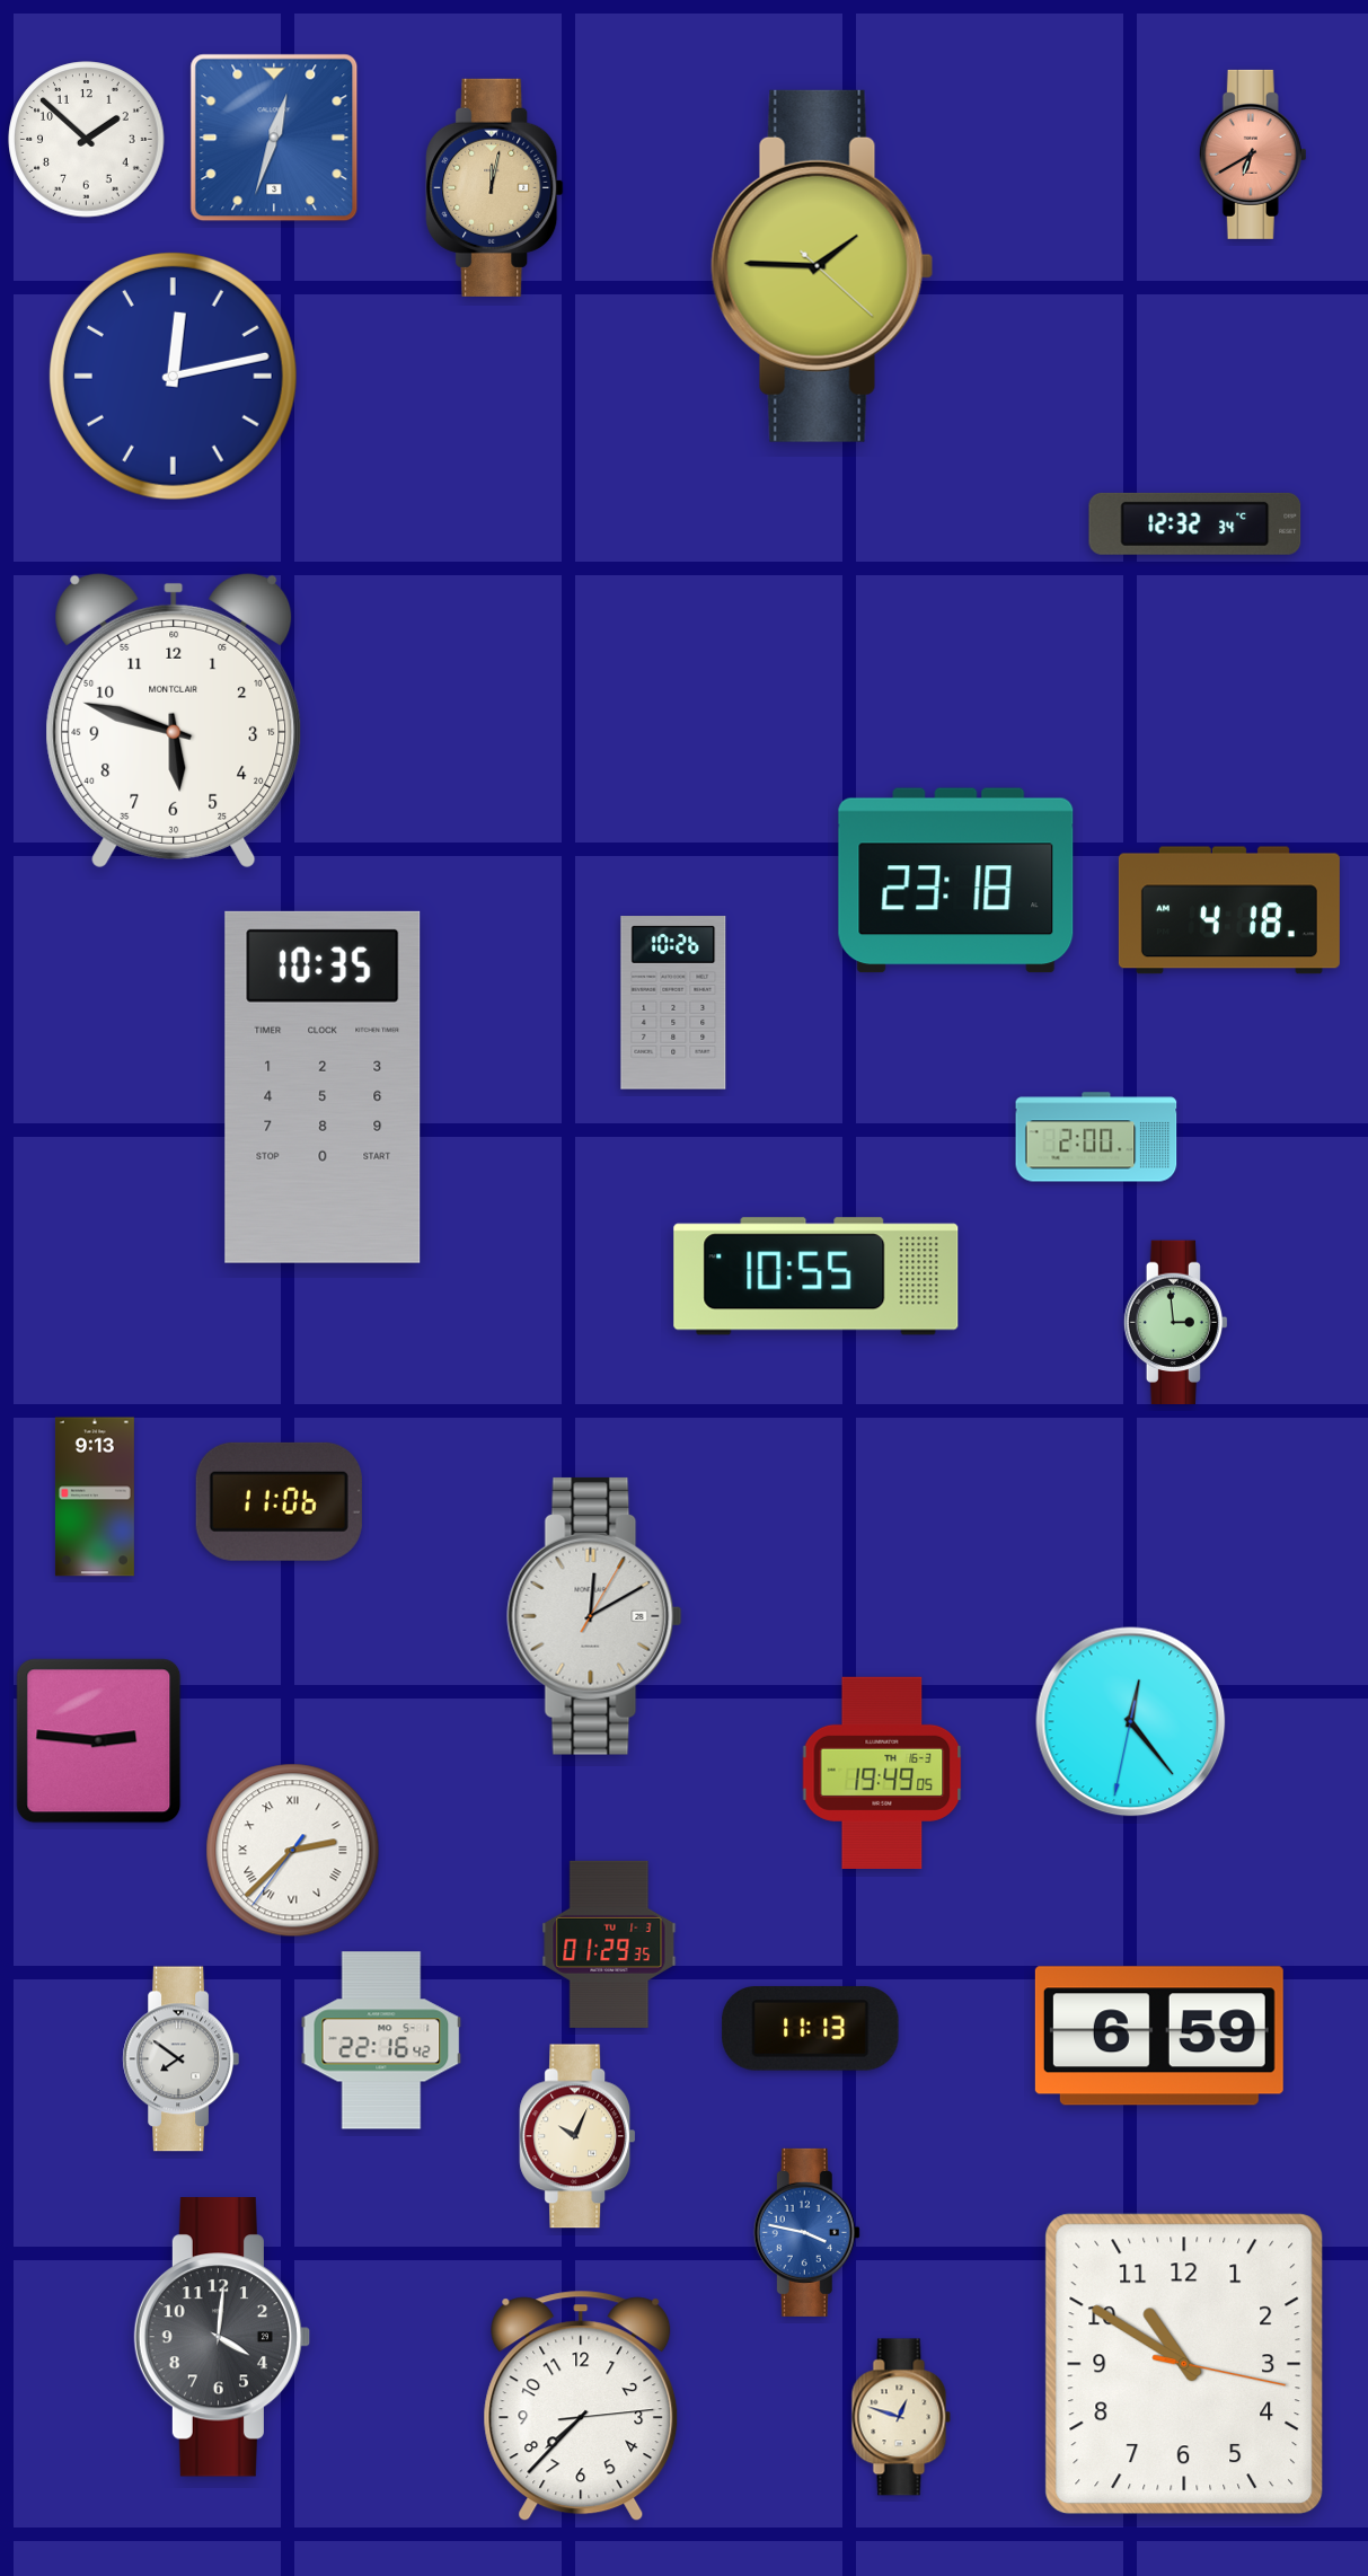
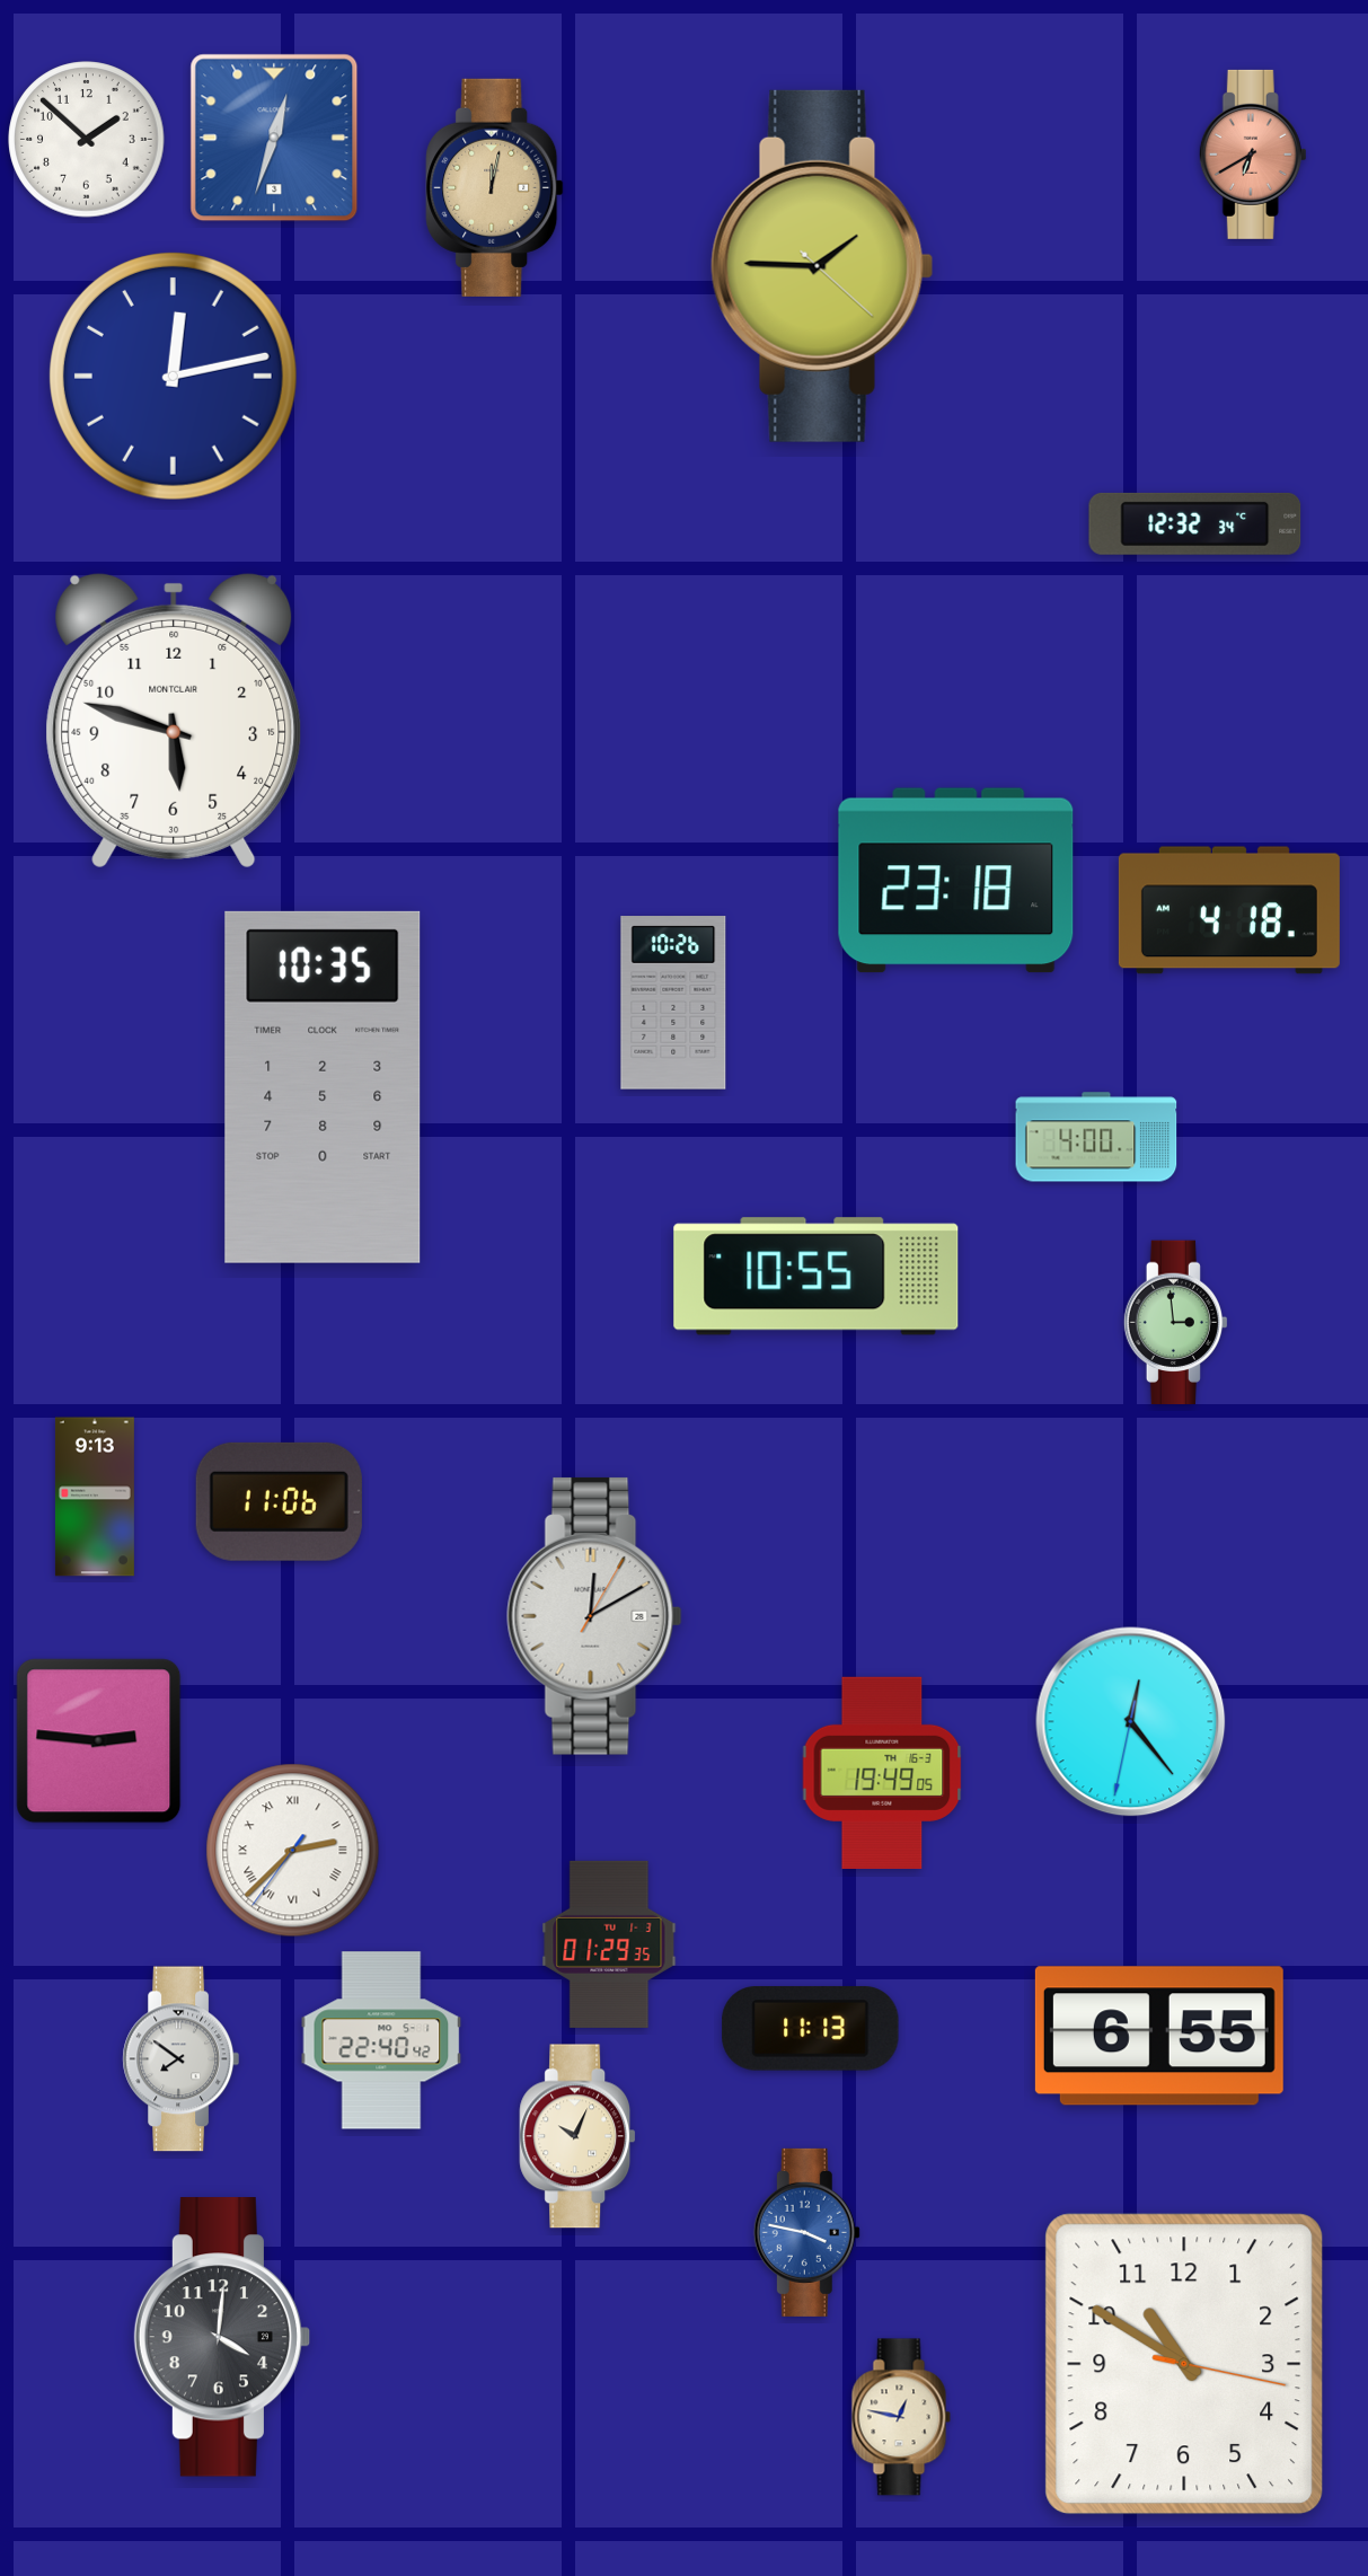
clock at (1096, 1137): 2:00 -> 4:00
clock at (1159, 2036): 6:59 -> 6:55
clock at (381, 2040): 22:16 -> 22:40
clock at (581, 2406): 7:37 -> none
clock at (901, 2417): 12:48 -> 12:47
